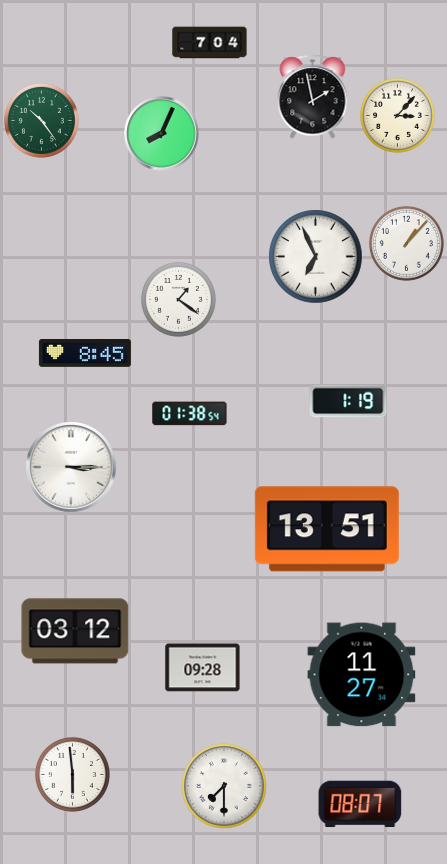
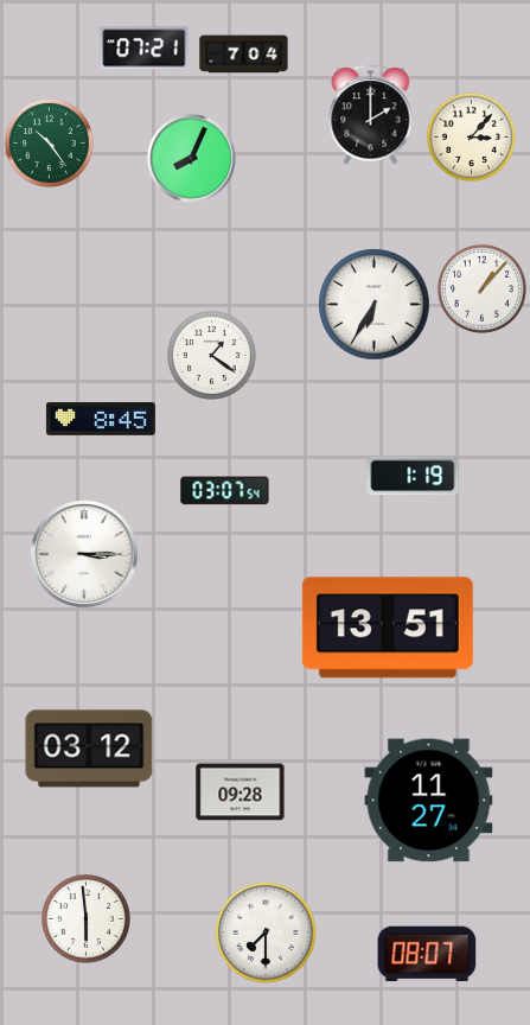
clock at (145, 49): none -> 07:21
clock at (210, 43) position: (210, 43) -> (244, 55)
clock at (313, 97): 1:58 -> 2:00
clock at (316, 257): 6:56 -> 6:35
clock at (190, 414): 01:38 -> 03:07
